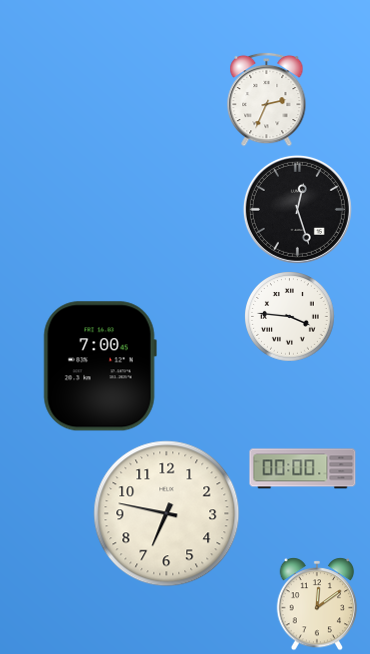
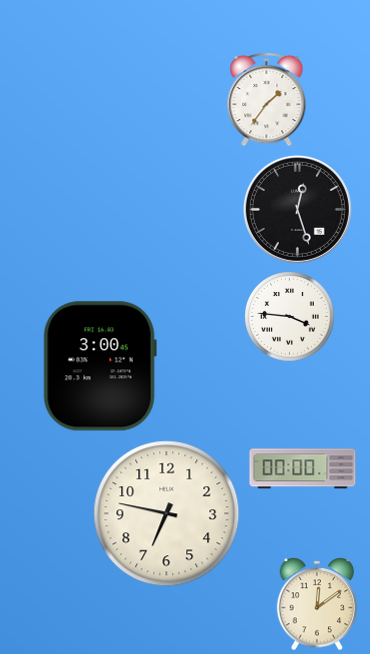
clock at (267, 99): 2:34 -> 1:36
clock at (100, 366): 7:00 -> 3:00
